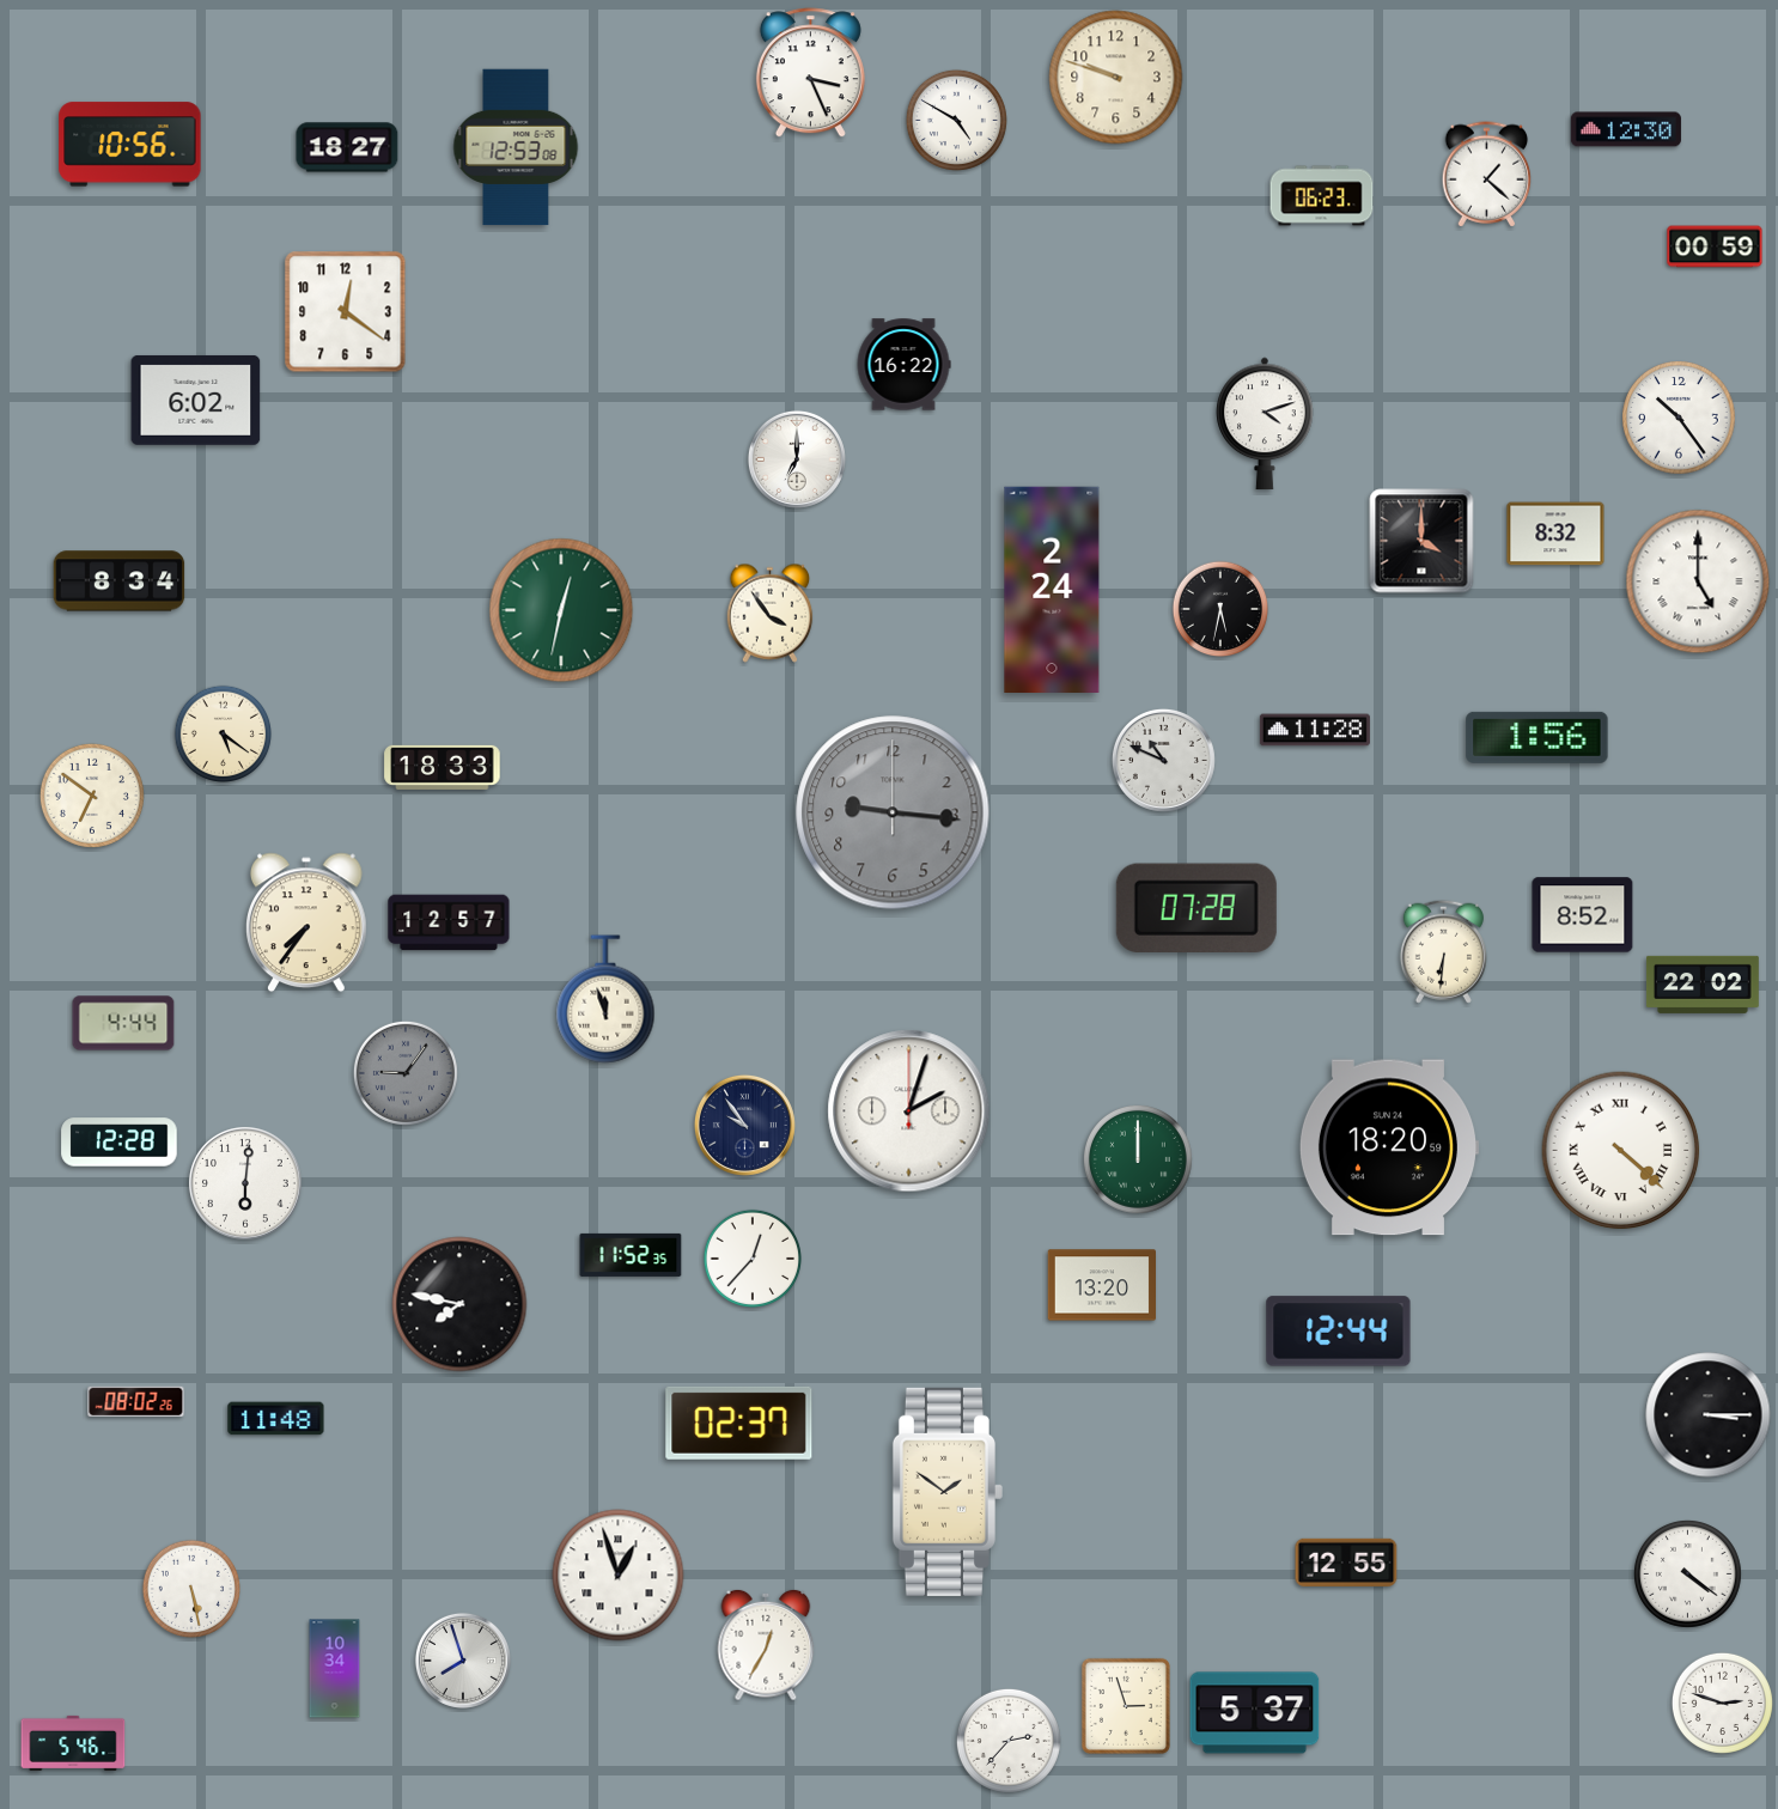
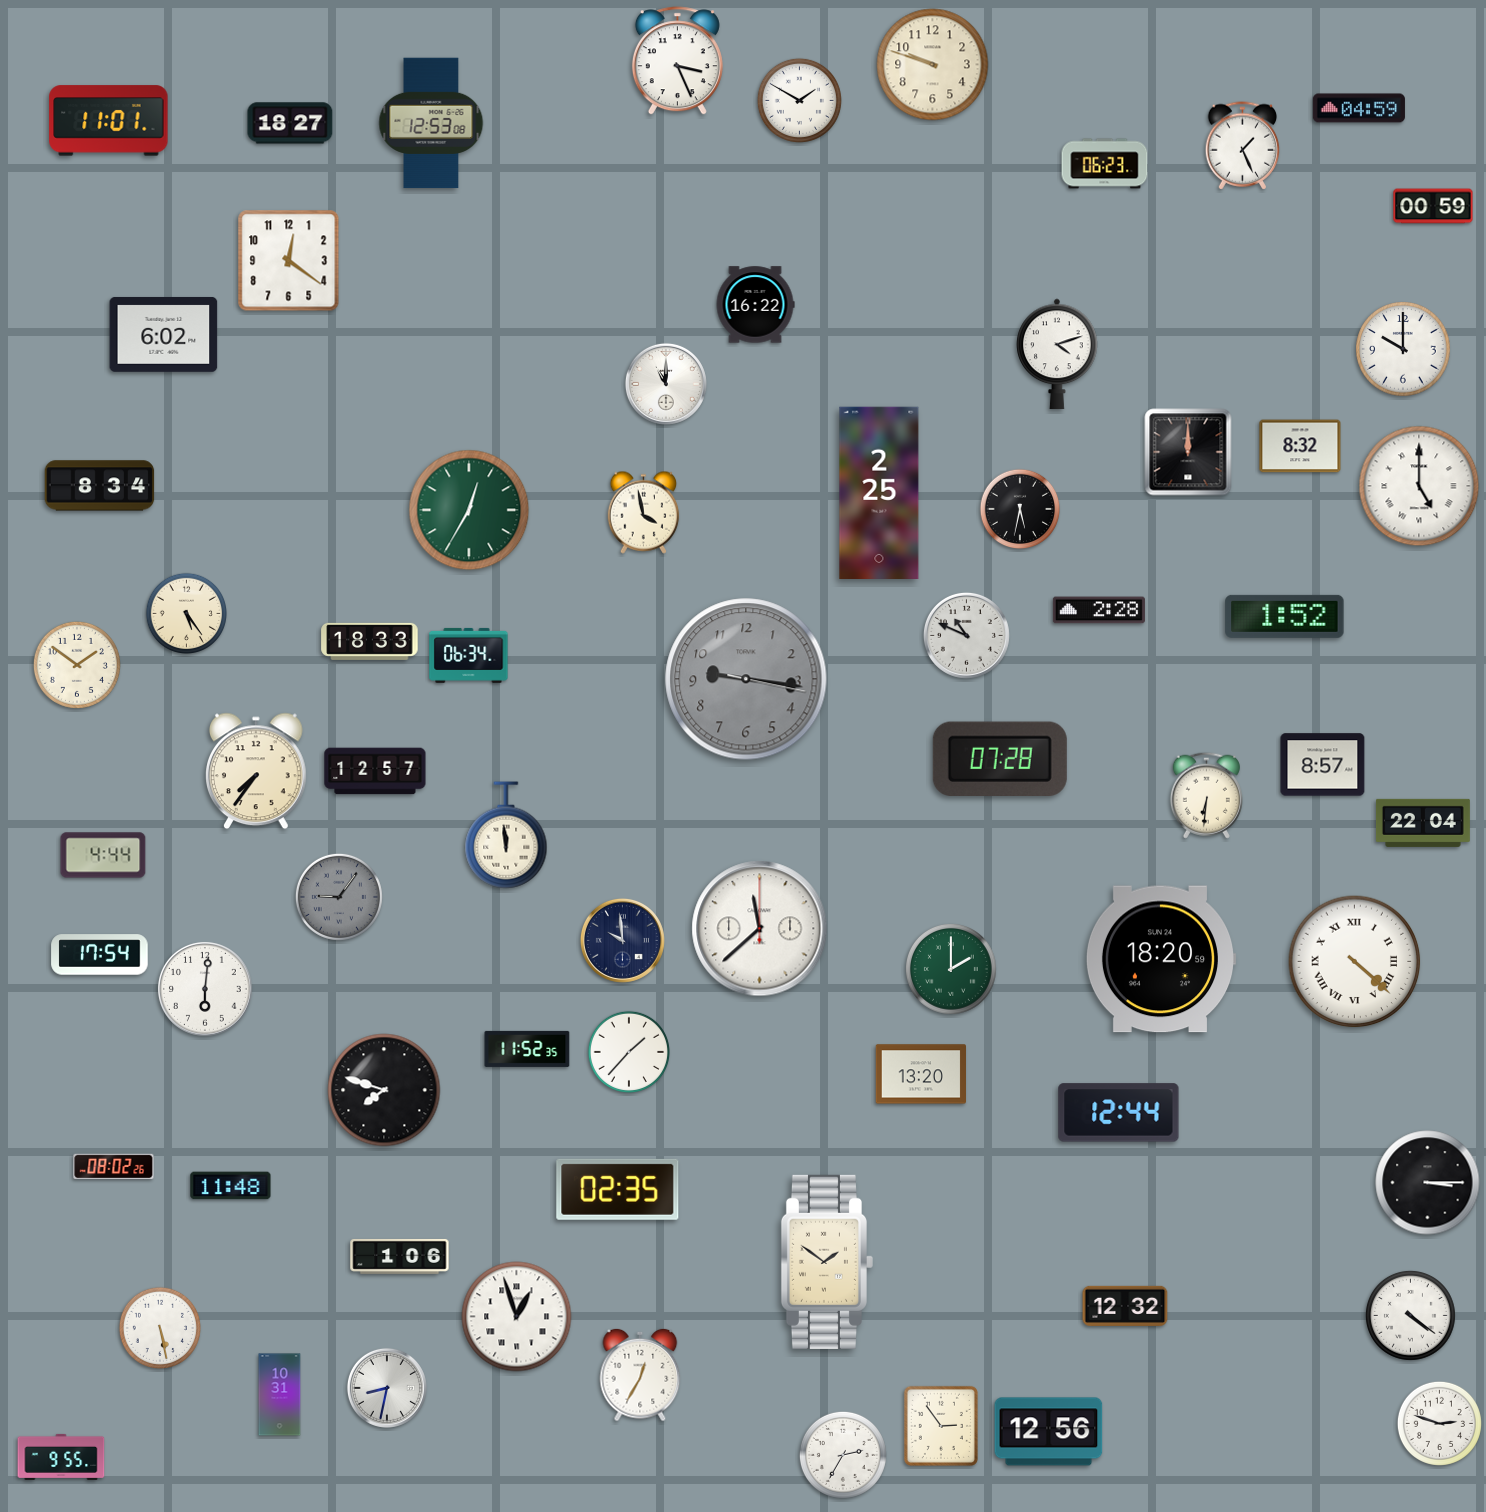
clock at (956, 120): 4:50 -> 1:50
clock at (1626, 129): 12:30 -> 04:59
clock at (130, 145): 10:56 -> 11:01
clock at (1487, 175): 1:22 -> 1:26
clock at (1679, 418): 10:24 -> 10:00
clock at (797, 459): 7:00 -> 11:00
clock at (1421, 541): 4:00 -> 12:00
clock at (1052, 589): 2:24 -> 2:25
clock at (561, 610): 12:32 -> 12:35
clock at (771, 613): 3:54 -> 3:58
clock at (1315, 730): 11:28 -> 2:28
clock at (224, 735): 5:21 -> 5:24
clock at (1538, 737): 1:56 -> 1:52
clock at (1163, 760) position: (1163, 760) -> (966, 635)
clock at (469, 655): none -> 06:34
clock at (92, 796): 6:51 -> 1:51
clock at (893, 812): 9:16:00 -> 9:16:17
clock at (1583, 915): 8:52 -> 8:57
clock at (1703, 985): 22:02 -> 22:04
clock at (605, 999): 11:57 -> 11:59
clock at (909, 1111): 2:03 -> 11:38
clock at (744, 1125): 9:54 -> 9:59
clock at (120, 1143): 12:28 -> 17:54
clock at (1138, 1159): 12:00 -> 2:00
clock at (751, 1257): 12:37 -> 1:37
clock at (459, 1304): 7:47 -> 7:48
clock at (136, 1402) position: (136, 1402) -> (114, 1167)
clock at (739, 1423): 02:37 -> 02:35
clock at (948, 1492) position: (948, 1492) -> (827, 1262)
clock at (400, 1256): none -> 1:06
clock at (1346, 1563): 12:55 -> 12:32
clock at (463, 1661): 7:57 -> 8:32
clock at (335, 1669): 10:34 -> 10:31
clock at (1126, 1706): 2:57 -> 2:54
clock at (1255, 1713): 5:37 -> 12:56
clock at (1009, 1741): 2:37 -> 2:35
clock at (73, 1743): 5:46 -> 9:55
